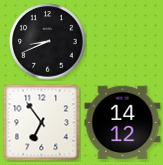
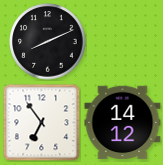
clock at (48, 42): 8:41 -> 8:11
